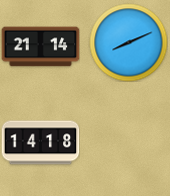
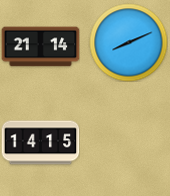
clock at (40, 143): 14:18 -> 14:15
